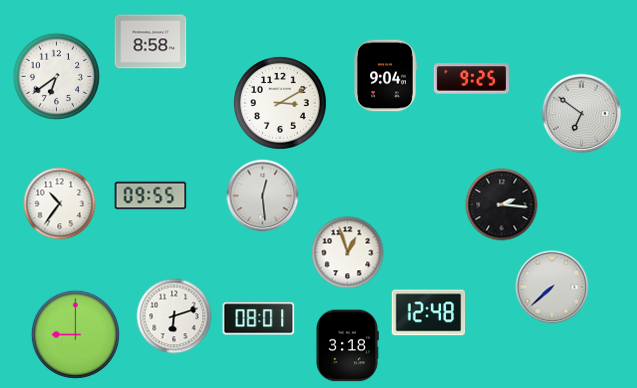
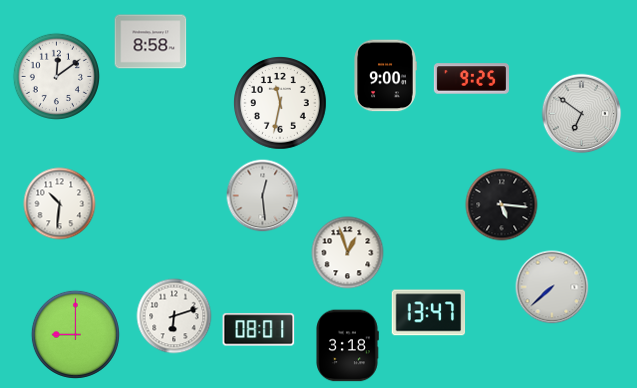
clock at (56, 76): 6:39 -> 12:09
clock at (385, 76): 9:04 -> 9:00
clock at (281, 104): 3:10 -> 11:32
clock at (151, 196): 09:55 -> none
clock at (60, 204): 10:36 -> 10:31
clock at (502, 205): 2:16 -> 5:16
clock at (429, 313): 12:48 -> 13:47
clock at (259, 319) position: (259, 319) -> (259, 330)
